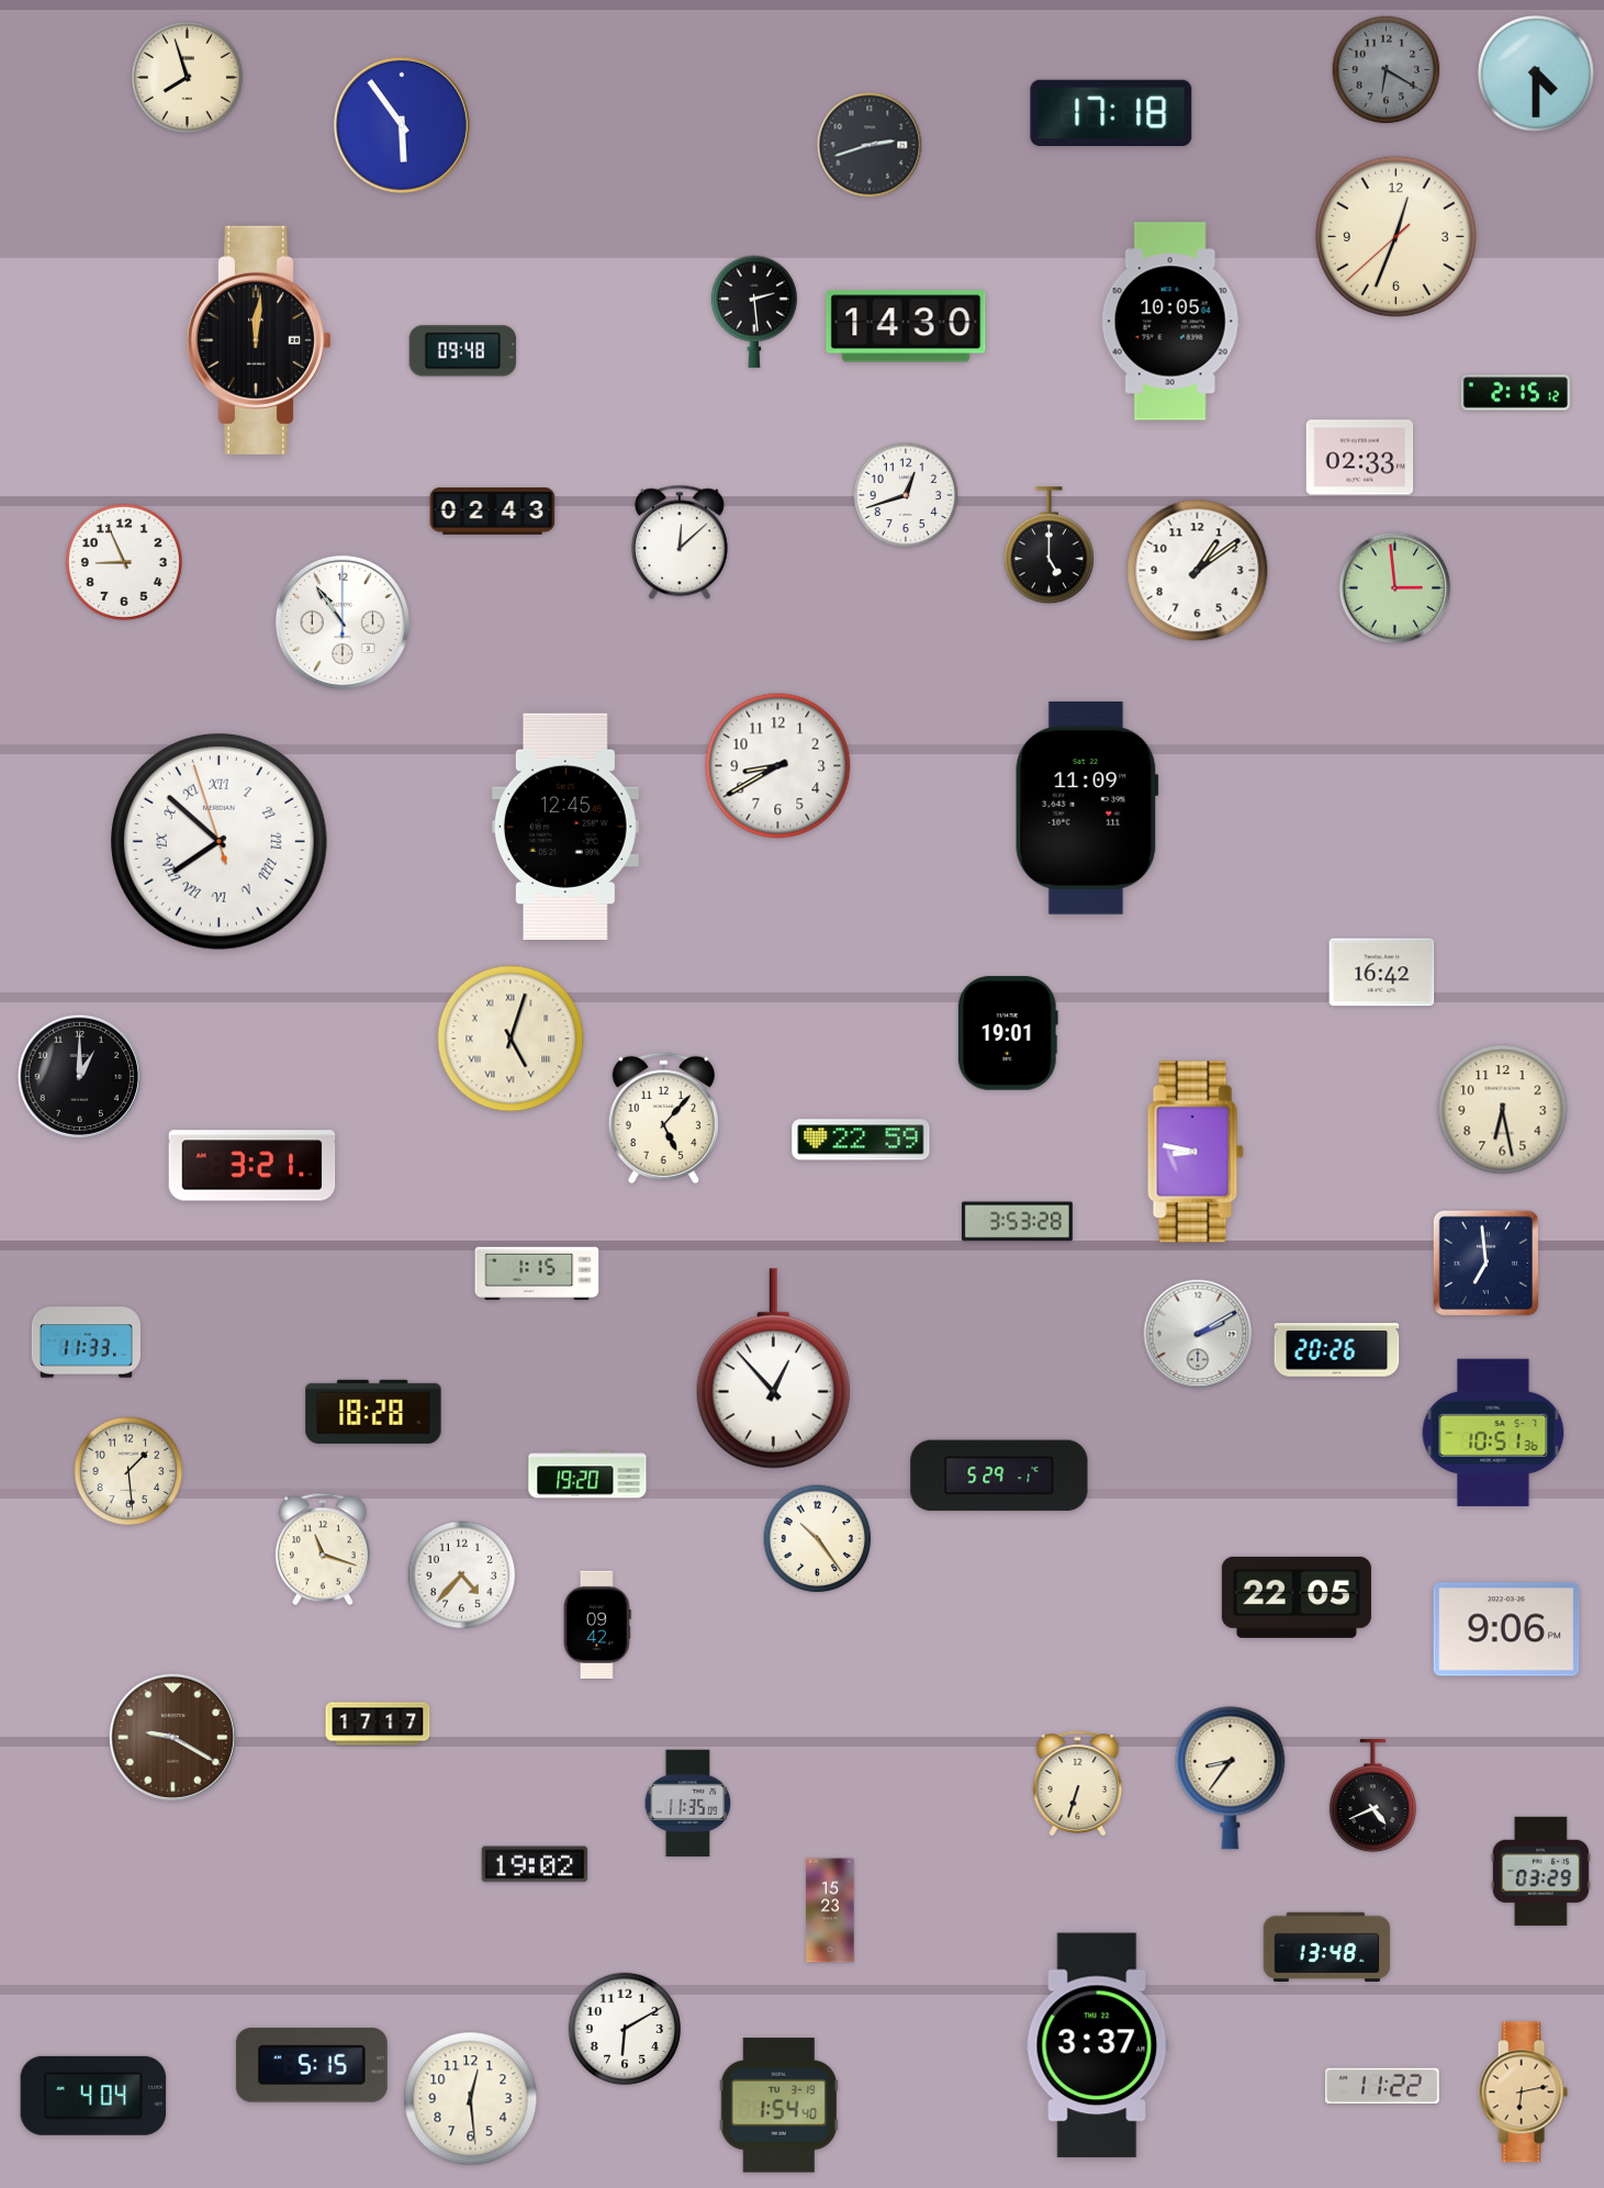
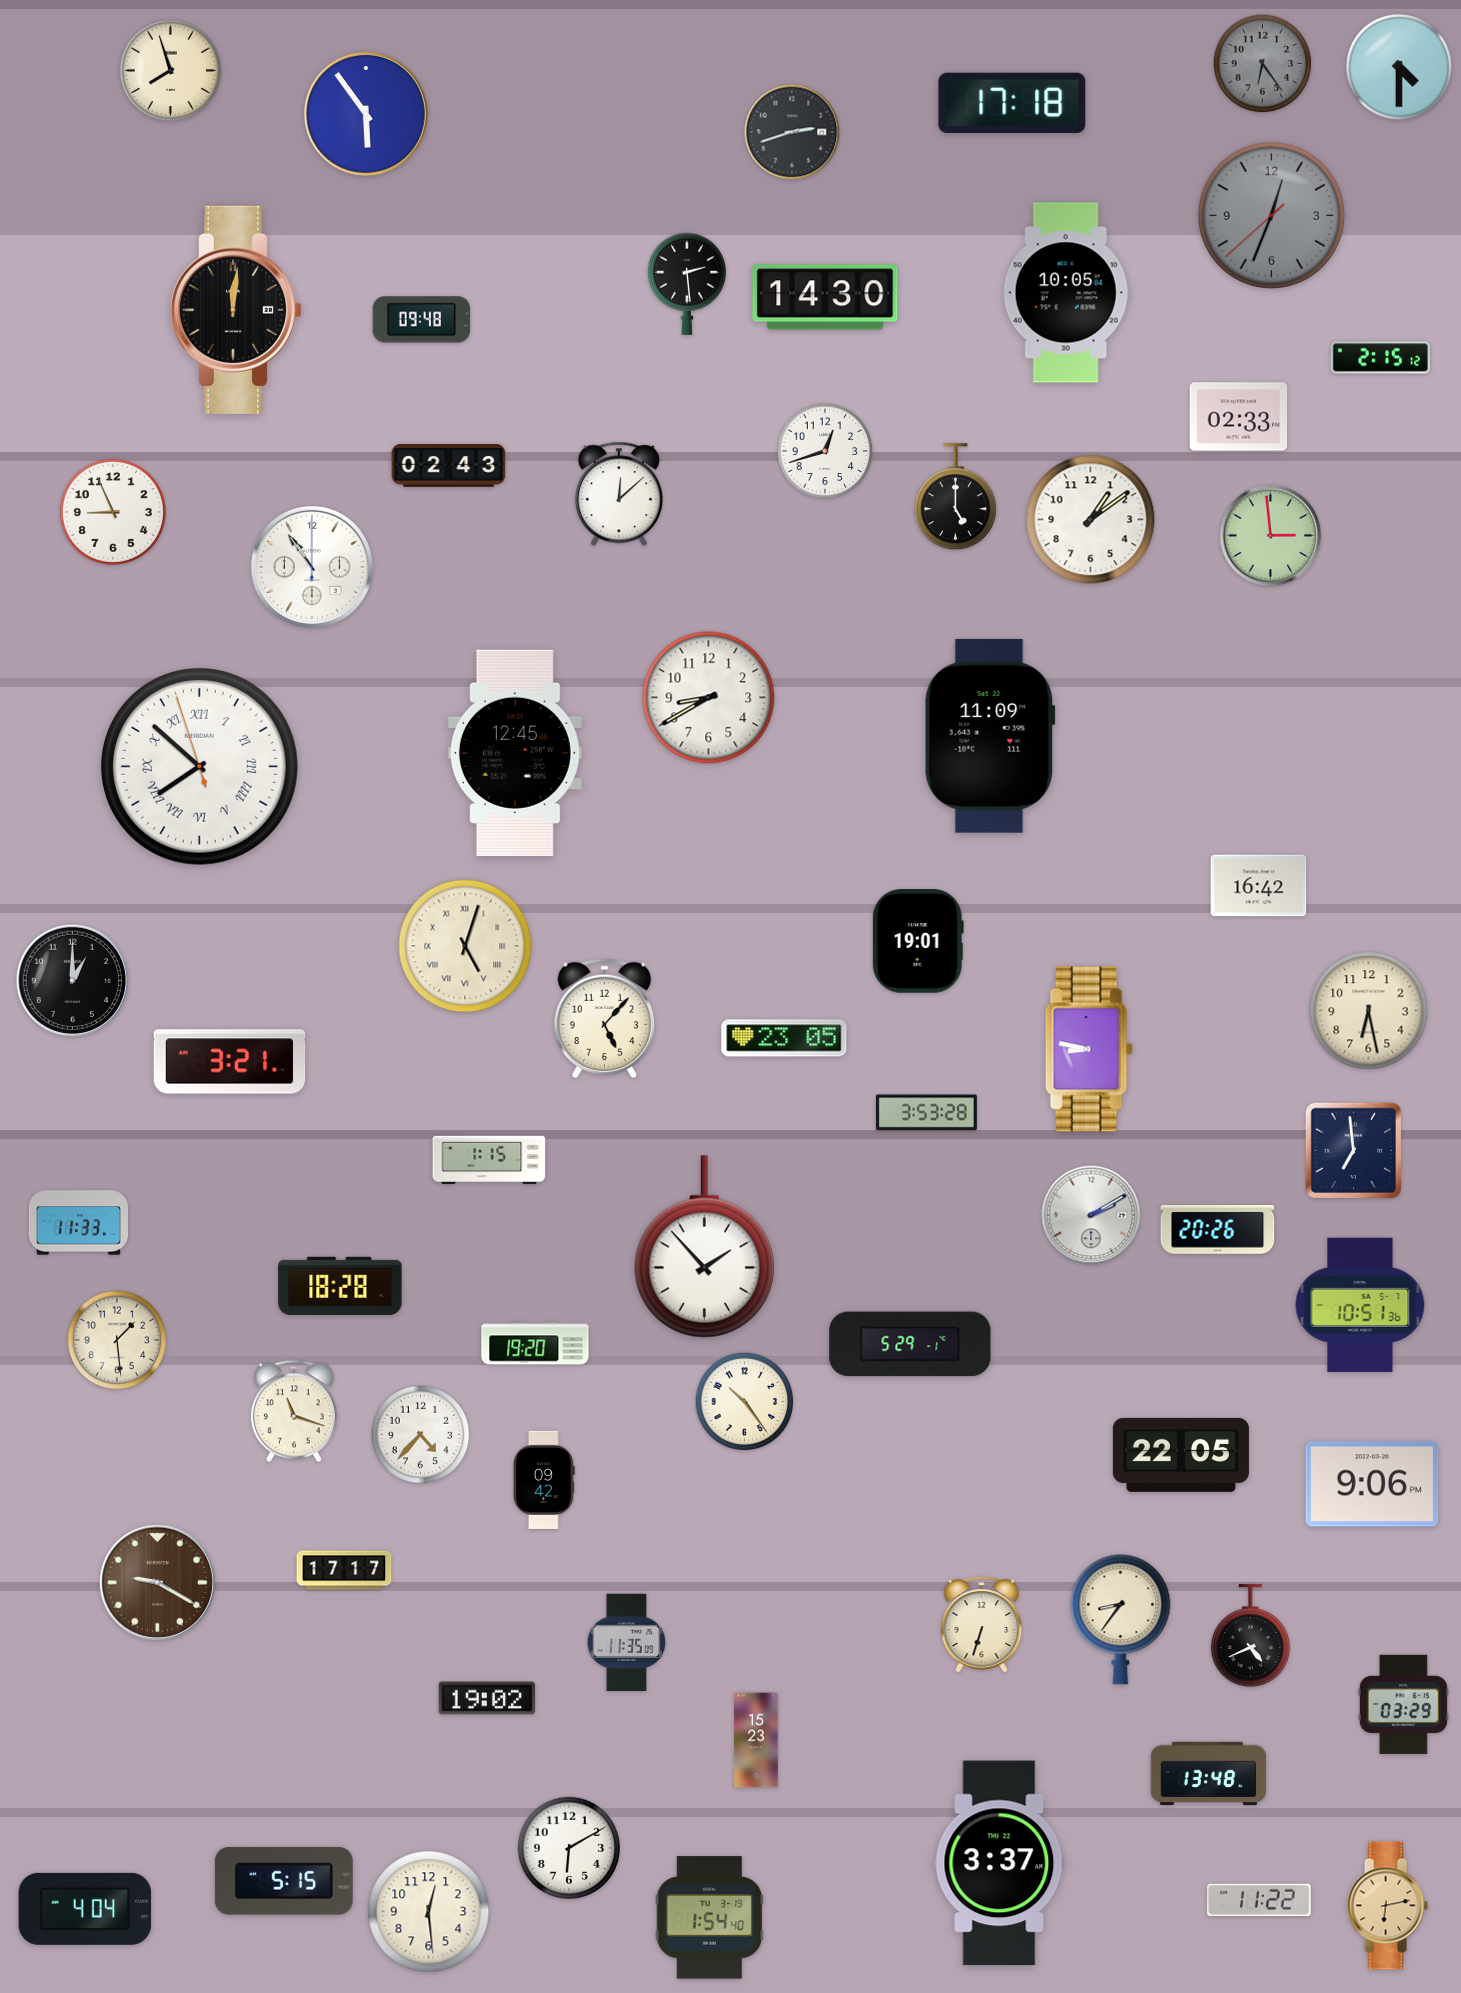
clock at (1387, 70): 6:20 -> 6:24
clock at (1395, 236) dial: cream -> grey
clock at (861, 1140): 22:59 -> 23:05
clock at (773, 1369): 12:53 -> 1:53
